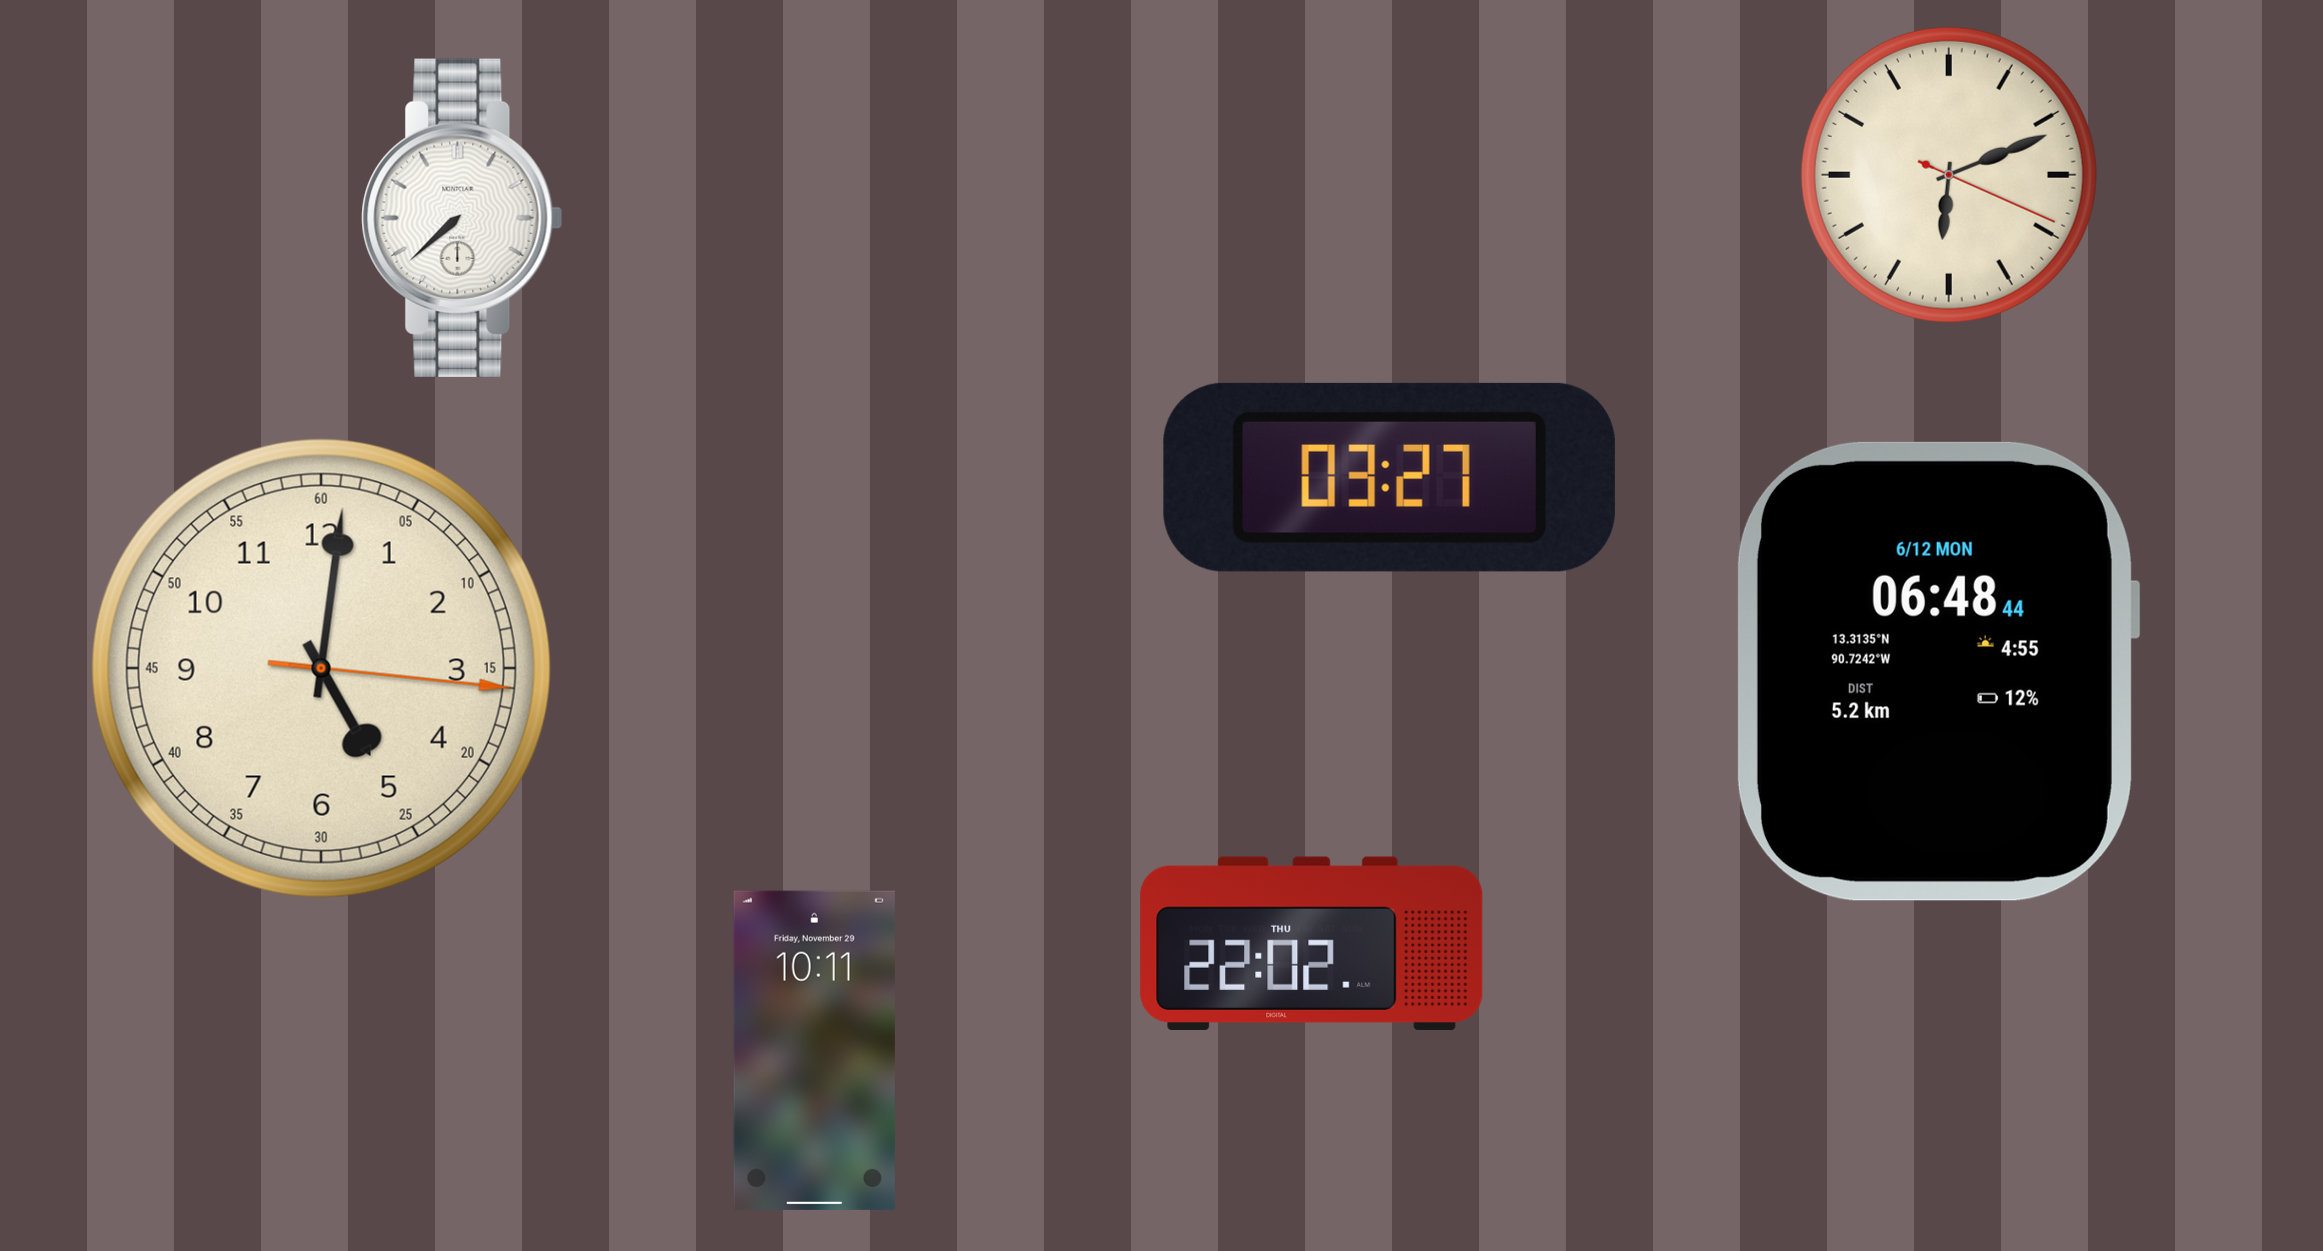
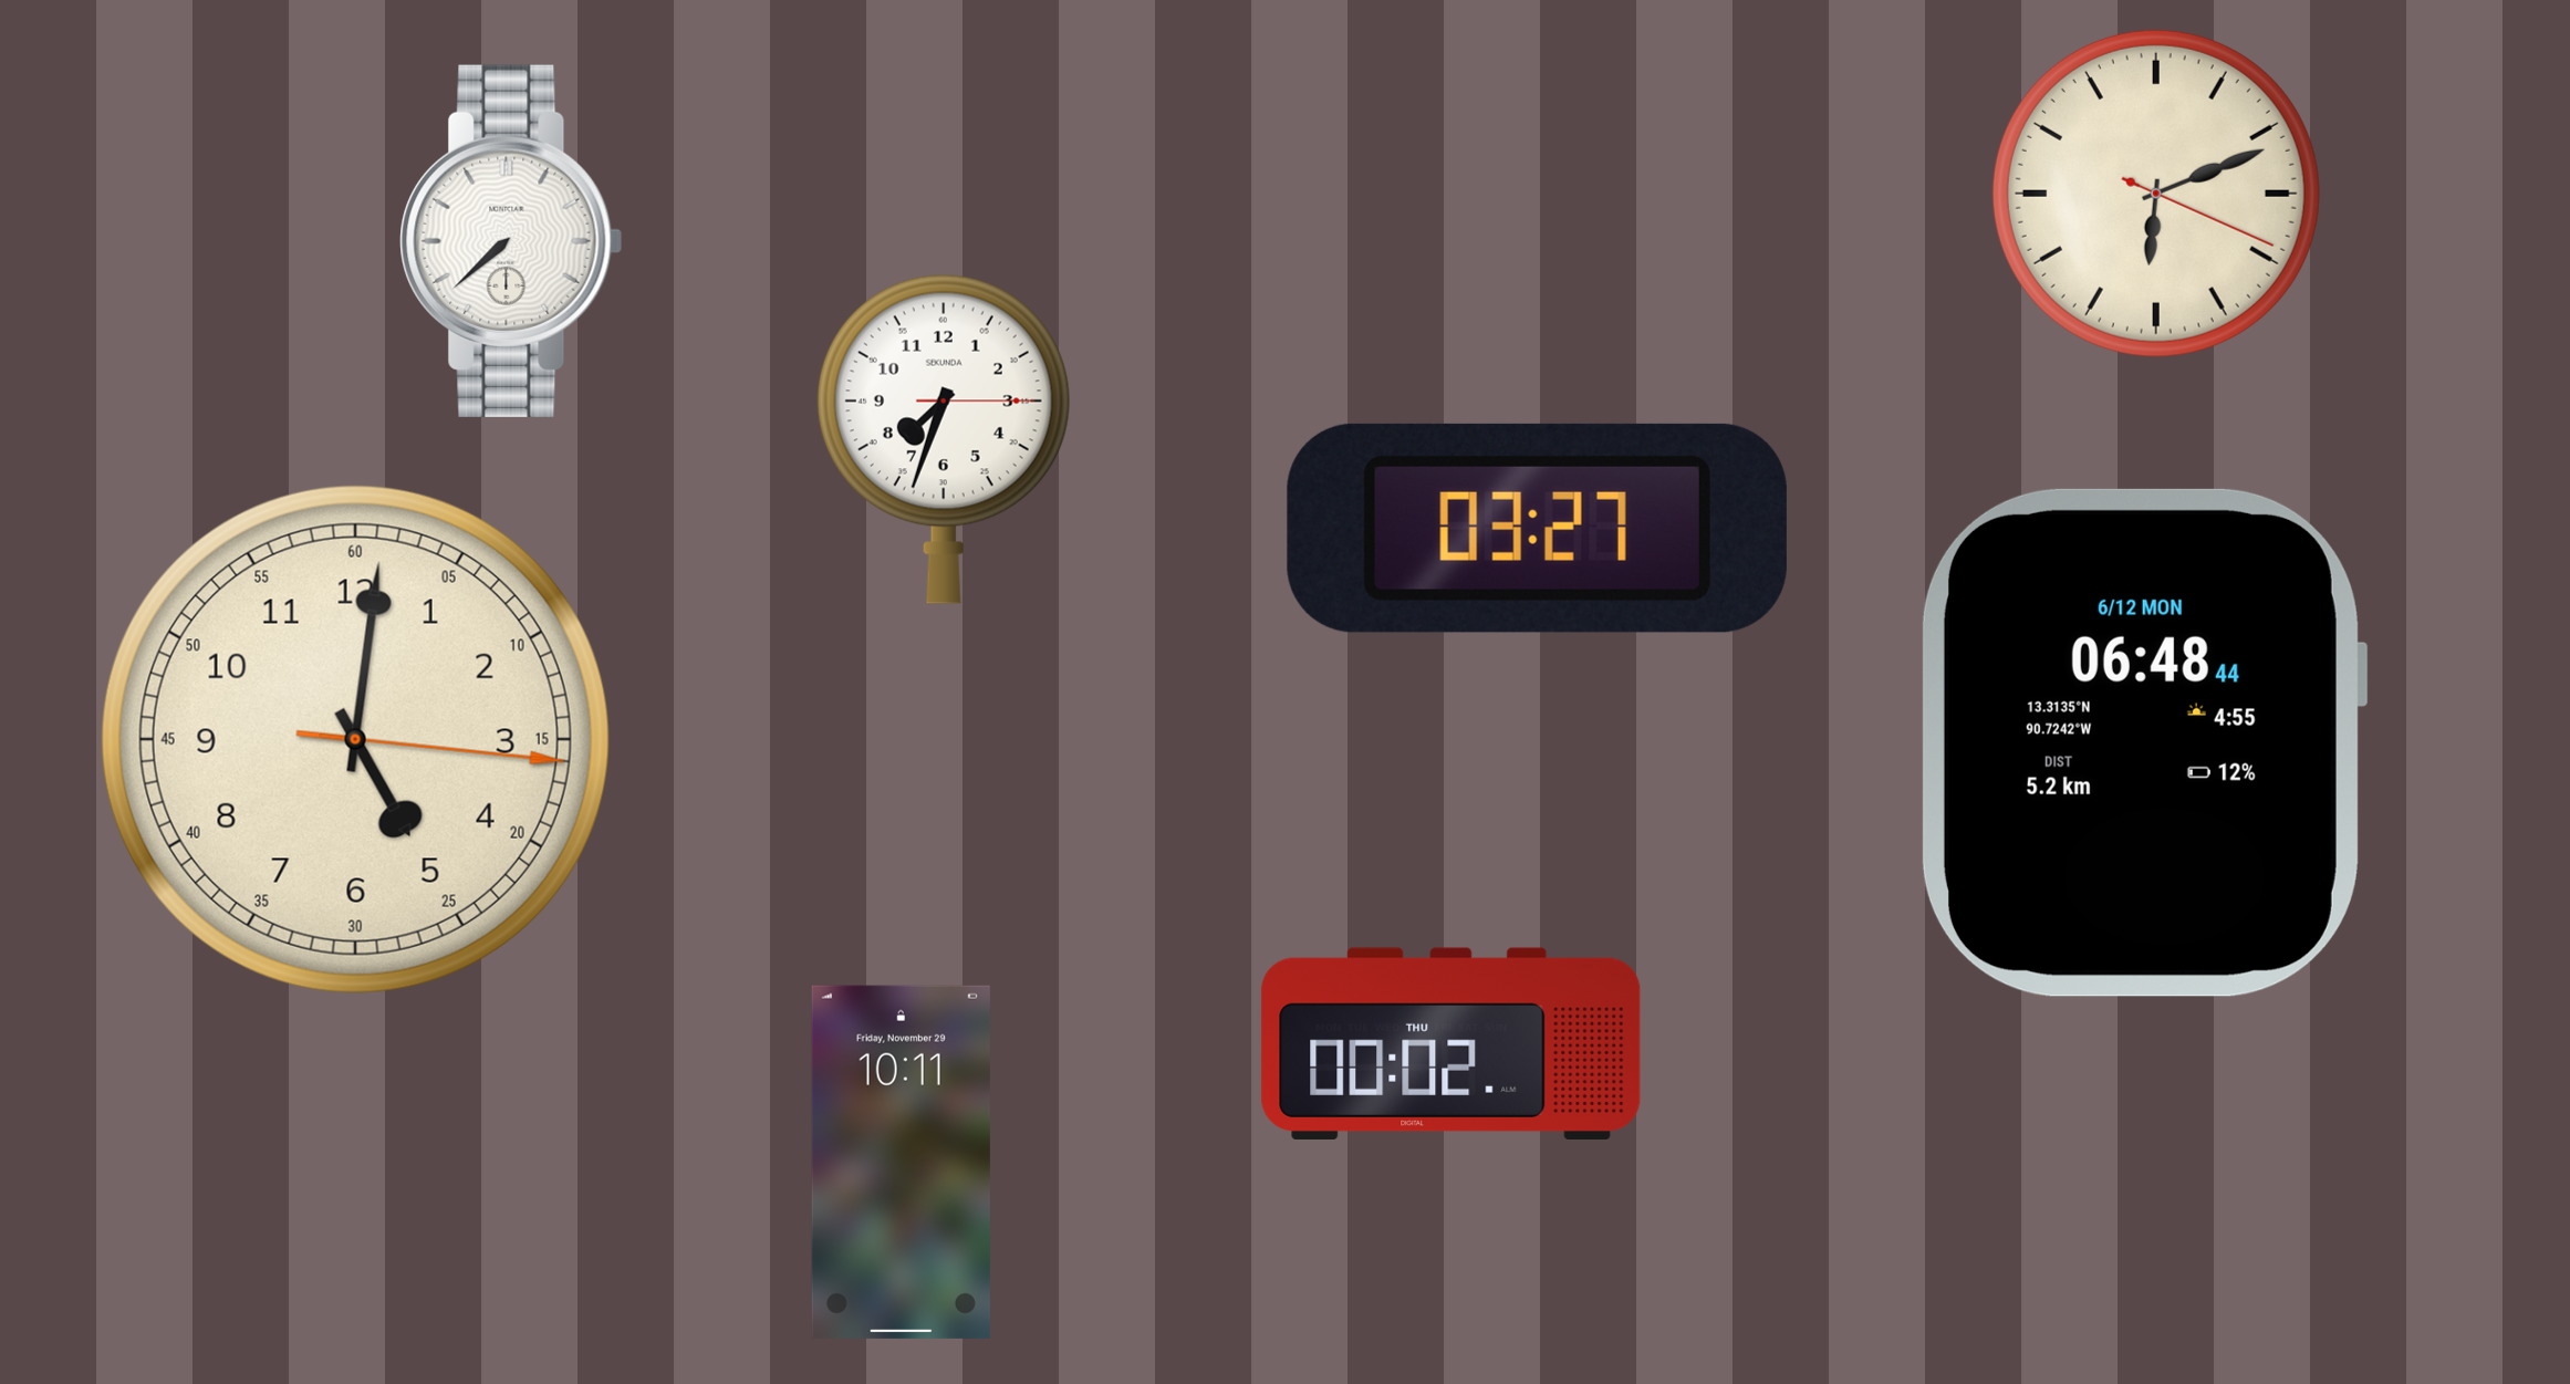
clock at (944, 439): none -> 7:33
clock at (1312, 943): 22:02 -> 00:02
